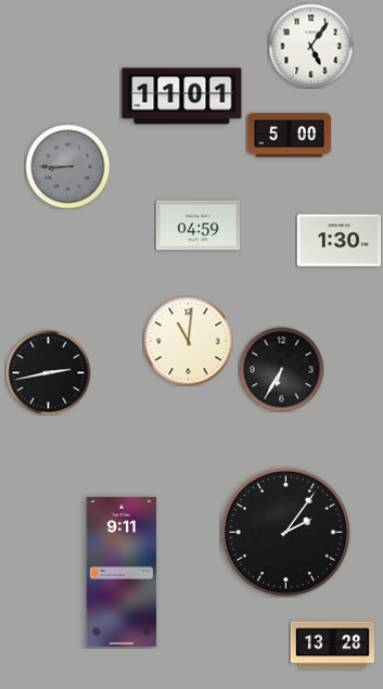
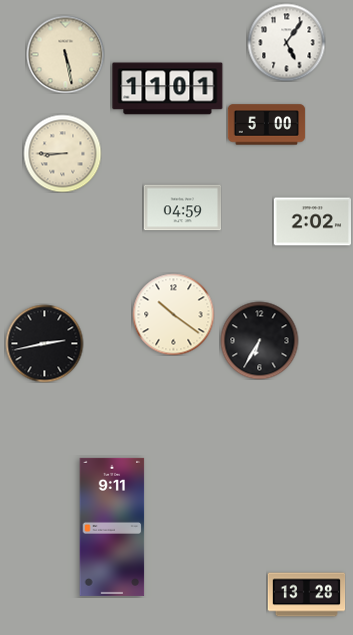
clock at (65, 54): none -> 5:28
clock at (67, 166) dial: grey -> cream
clock at (339, 241): 1:30 -> 2:02
clock at (188, 341): 11:01 -> 10:21
clock at (285, 532): 2:06 -> none
